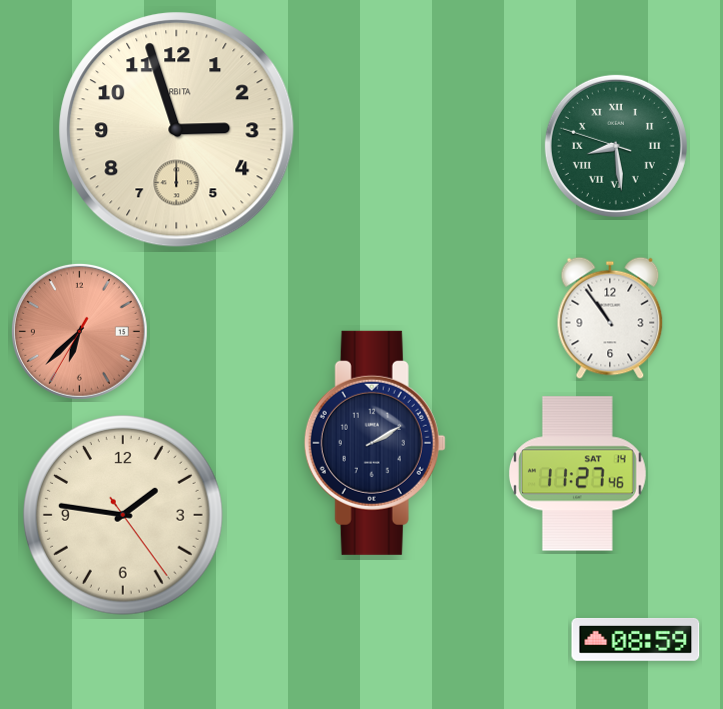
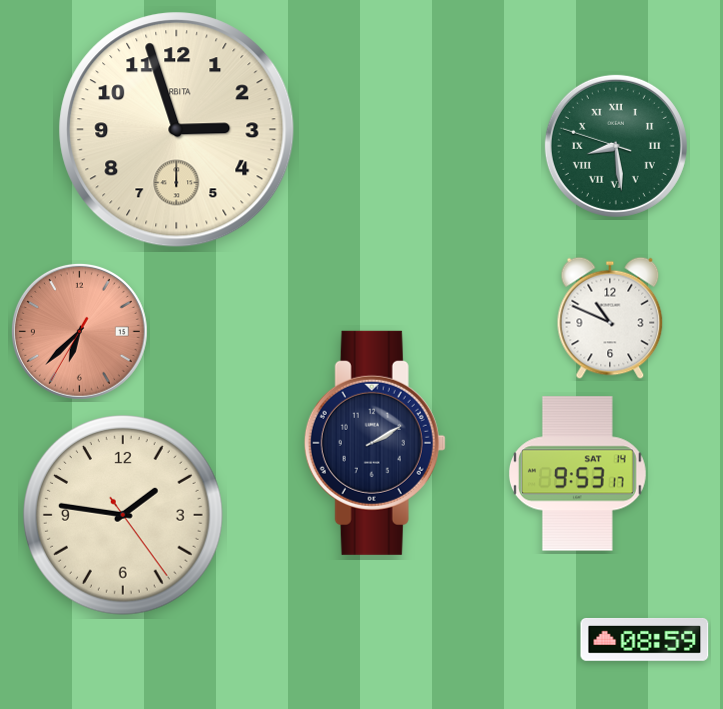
clock at (610, 318): 10:54 -> 10:49
clock at (578, 474): 11:27 -> 9:53
clock at (636, 639) position: (636, 639) -> (645, 639)
